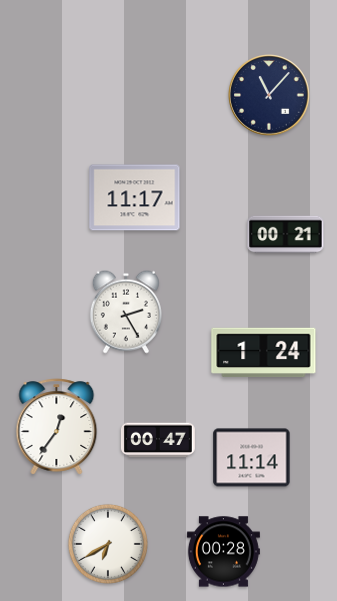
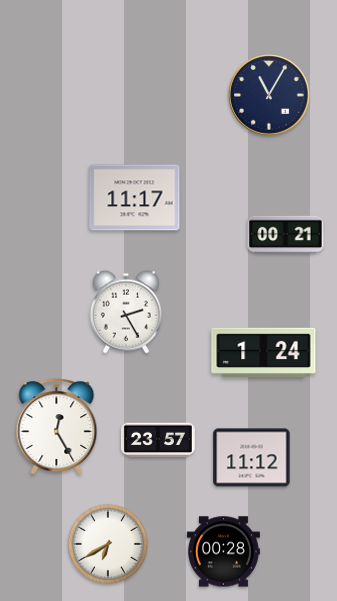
clock at (269, 95): 11:07 -> 11:05
clock at (57, 427): 12:36 -> 12:25
clock at (158, 440): 00:47 -> 23:57
clock at (252, 458): 11:14 -> 11:12
